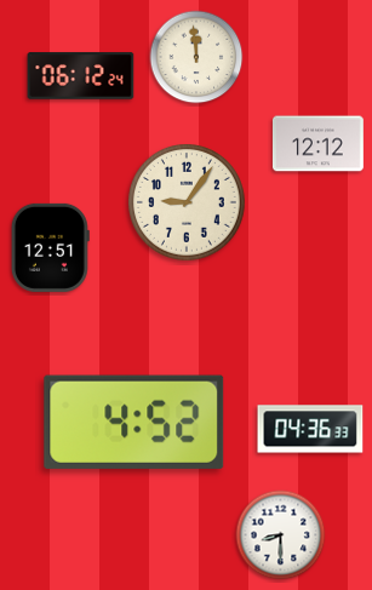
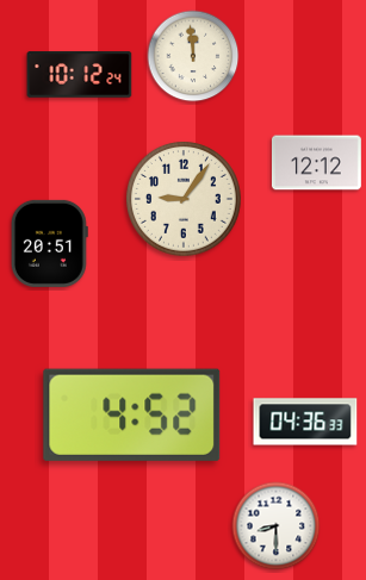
clock at (81, 76): 06:12 -> 10:12
clock at (319, 144) position: (319, 144) -> (317, 163)
clock at (50, 247): 12:51 -> 20:51
